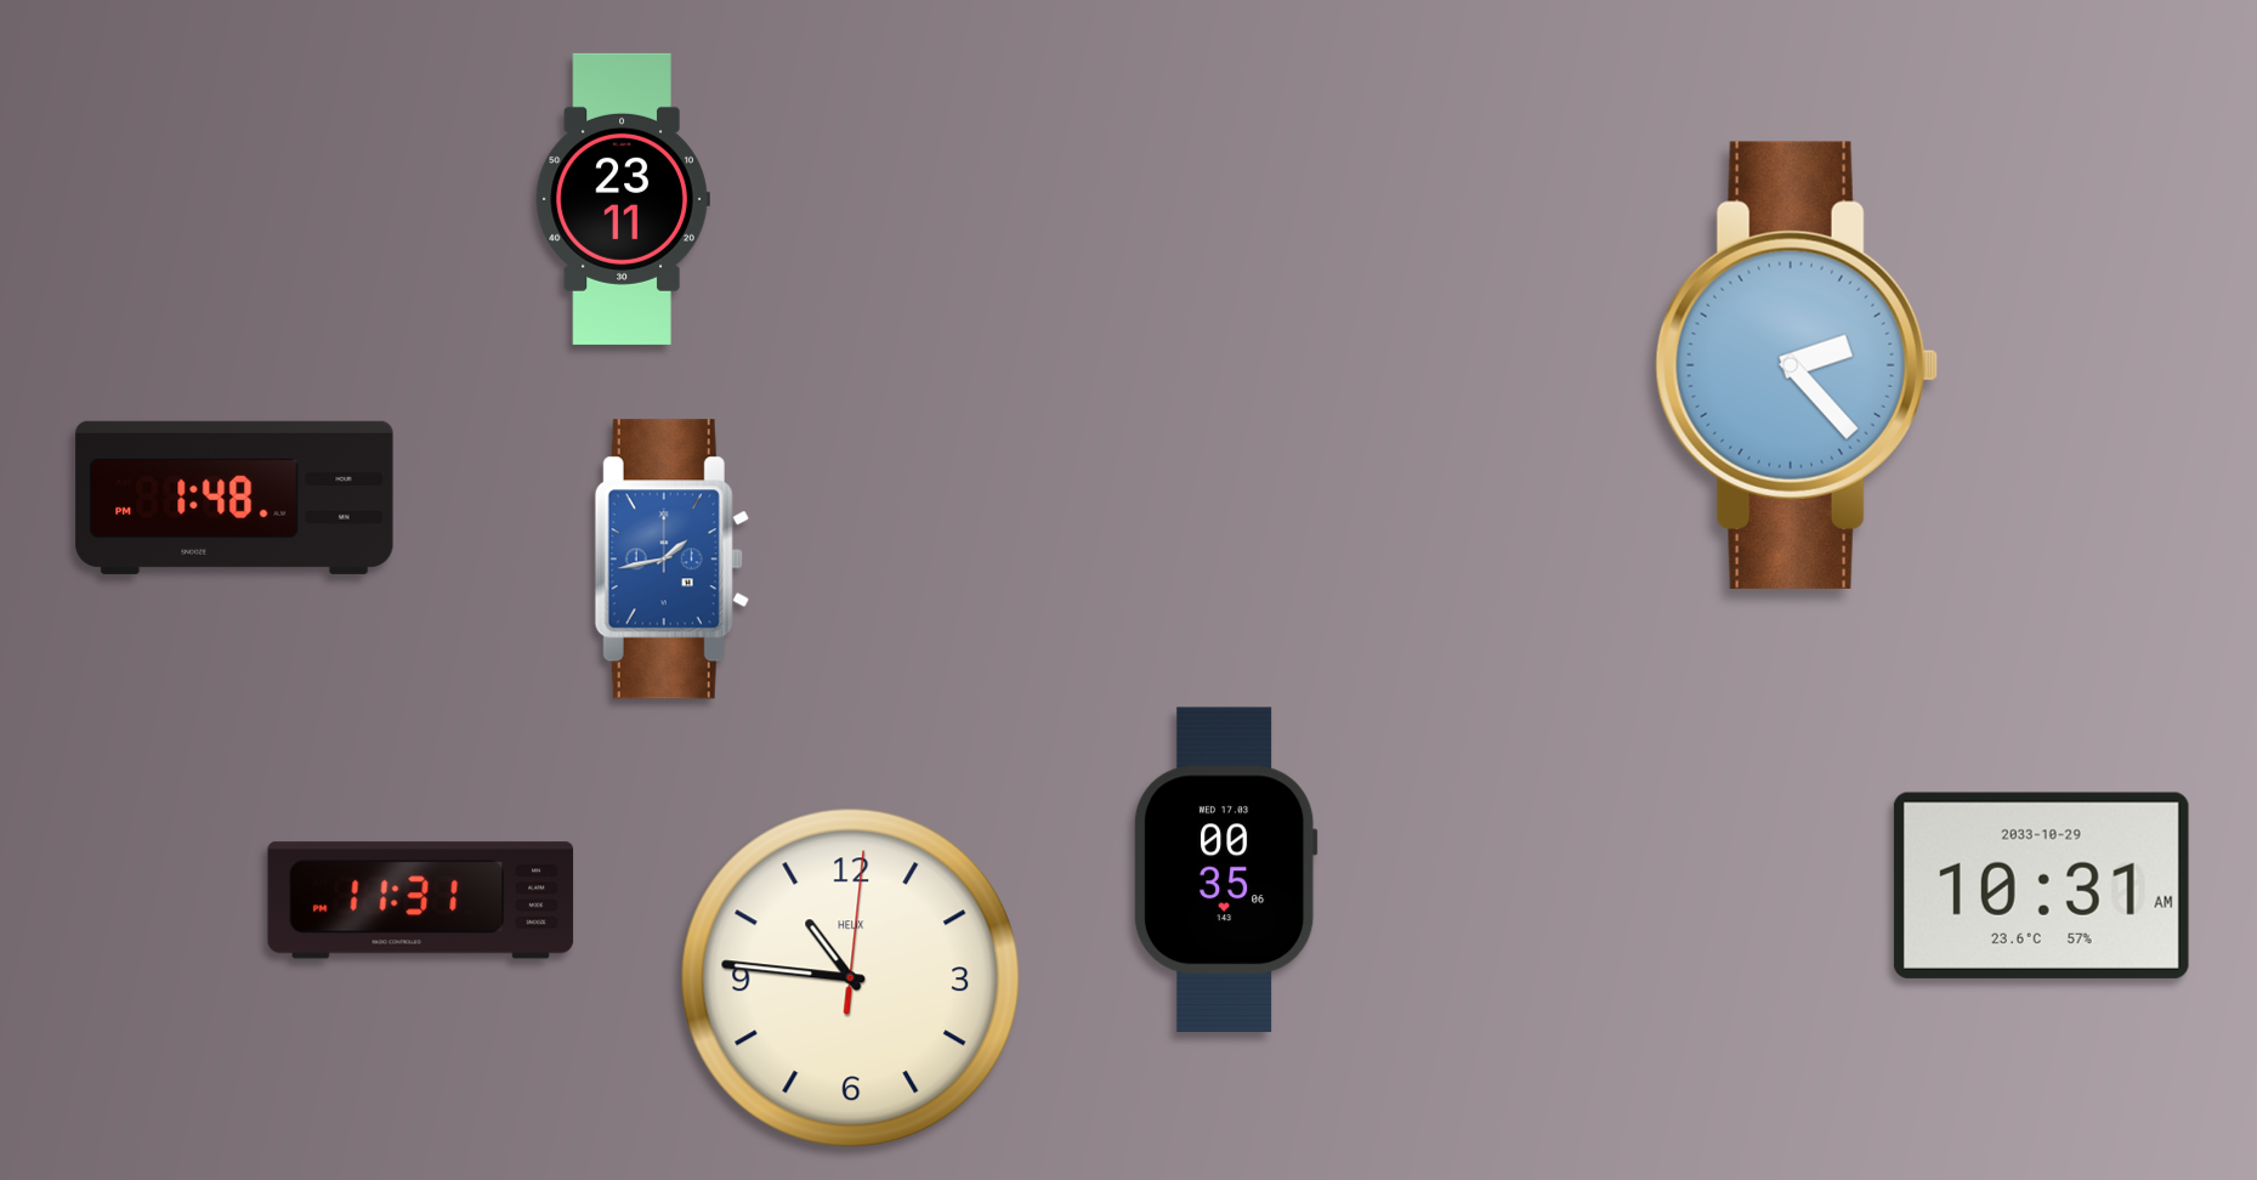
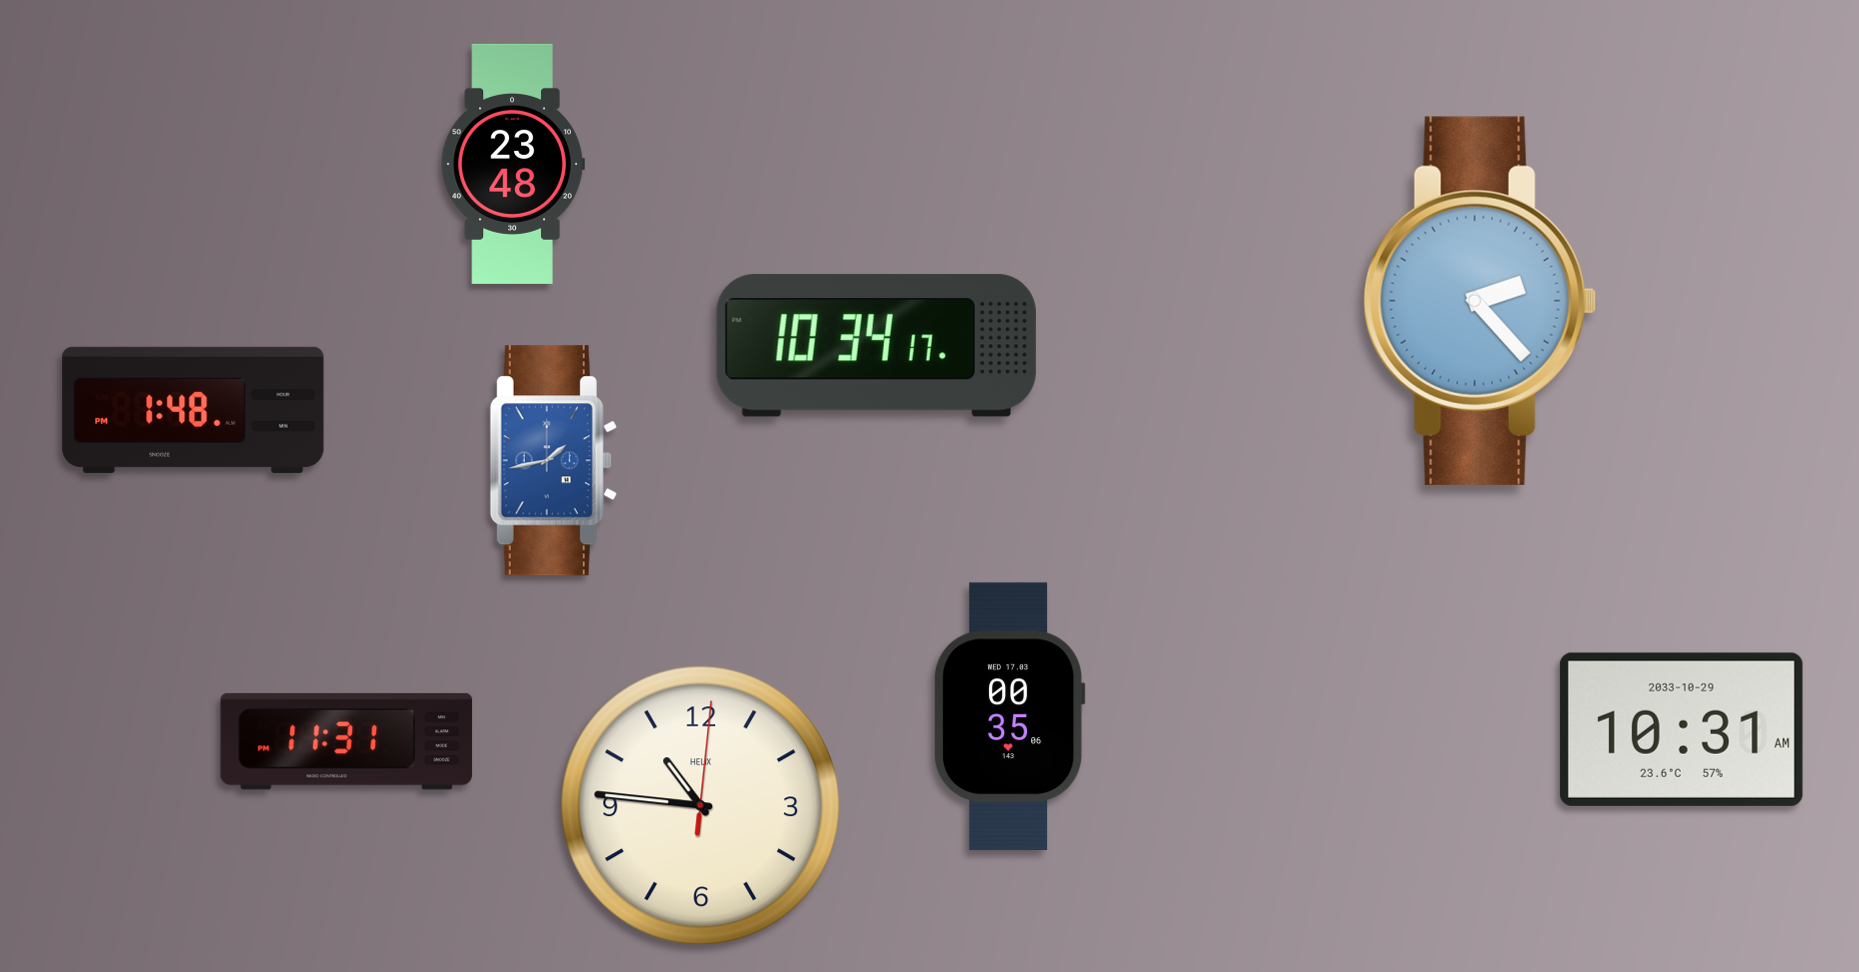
clock at (623, 199): 23:11 -> 23:48
clock at (876, 345): none -> 10:34
